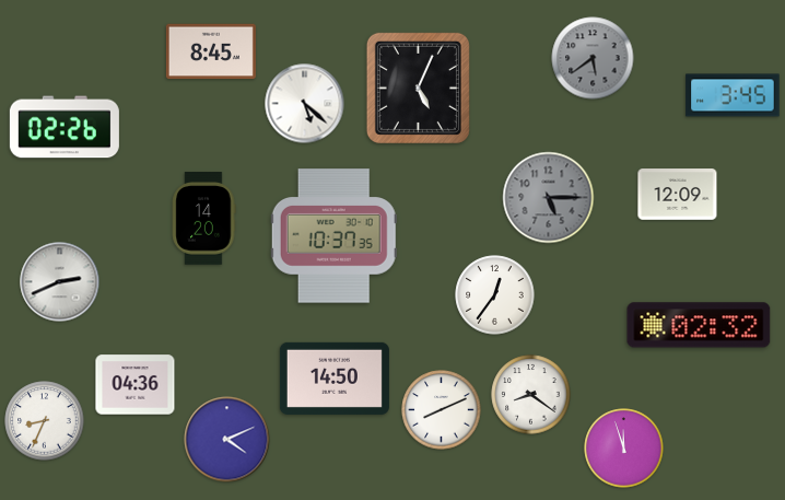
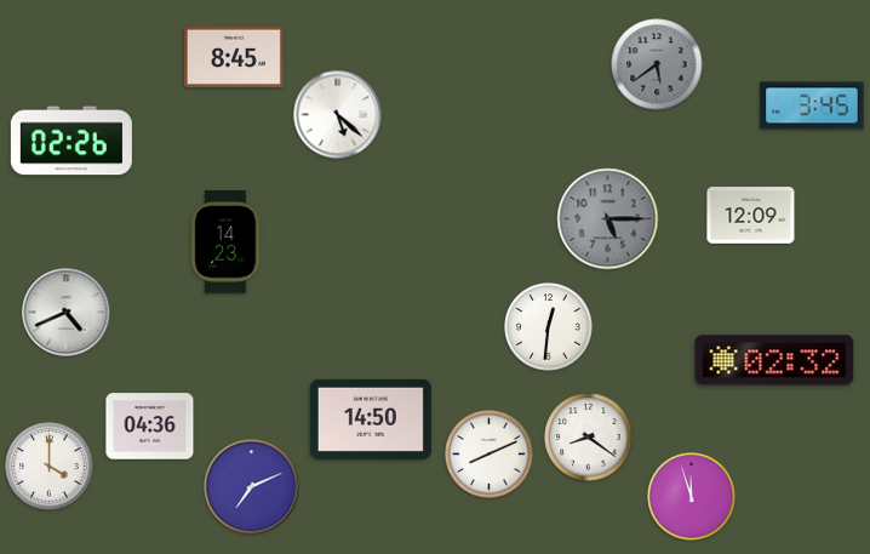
clock at (418, 88): 5:04 -> none
clock at (203, 219): 14:20 -> 14:23
clock at (333, 236): 10:37 -> none
clock at (60, 282): 2:41 -> 4:41
clock at (495, 295): 12:36 -> 12:31
clock at (45, 421): 8:34 -> 4:00
clock at (227, 440): 4:11 -> 7:11
